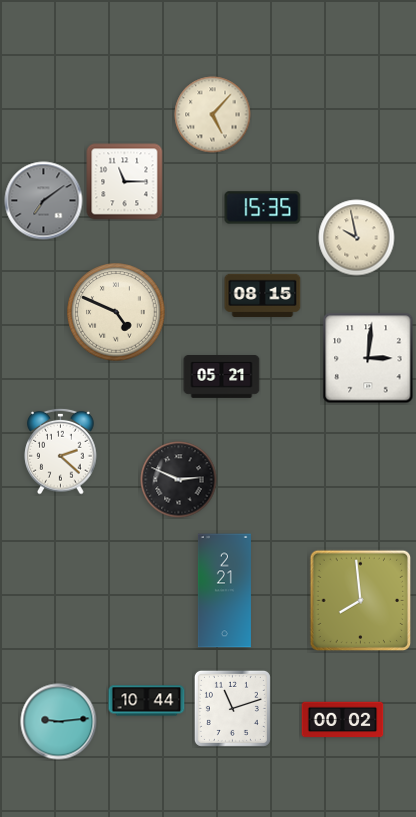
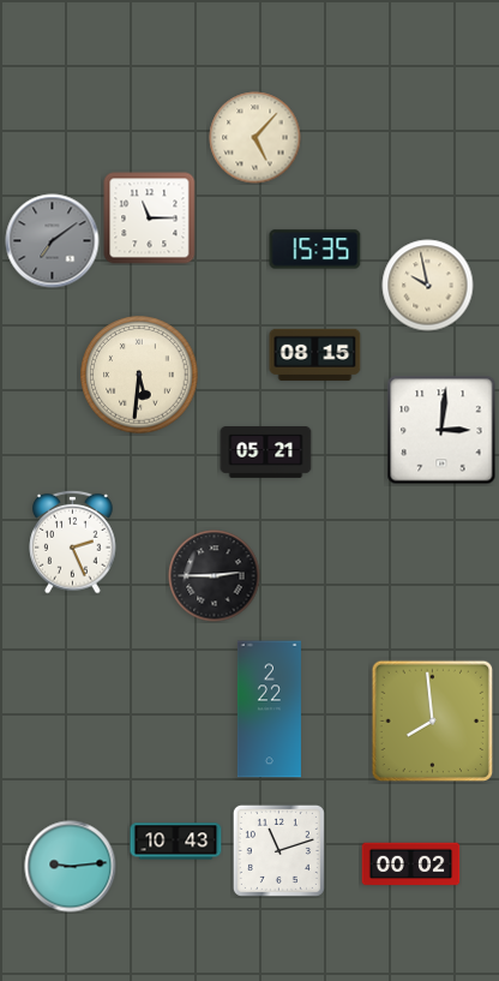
clock at (116, 312): 4:49 -> 5:31
clock at (61, 451): 2:22 -> 2:26
clock at (179, 480): 2:49 -> 2:45
clock at (224, 591): 2:21 -> 2:22
clock at (147, 701): 10:44 -> 10:43
